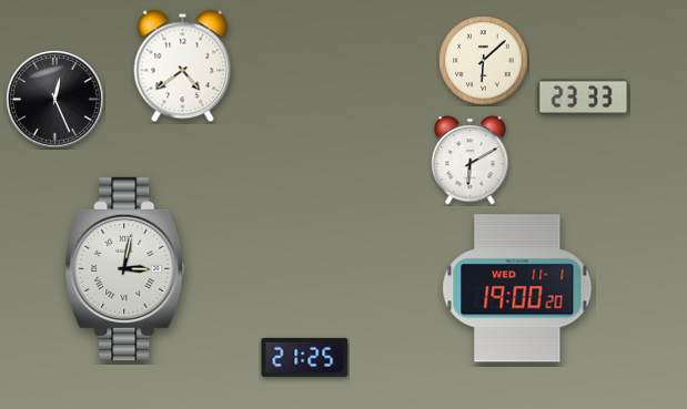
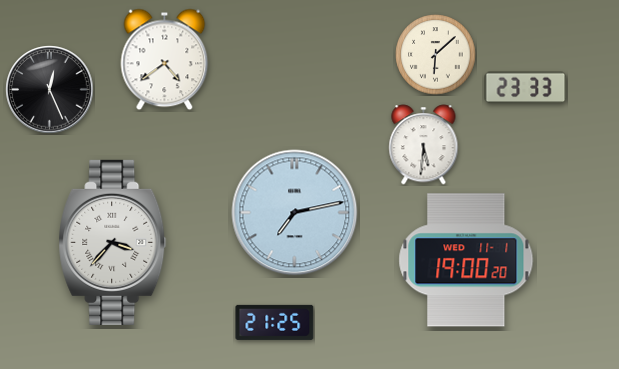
clock at (471, 161): 6:10 -> 5:31
clock at (295, 213): none -> 7:13
clock at (125, 268): 3:02 -> 3:37
